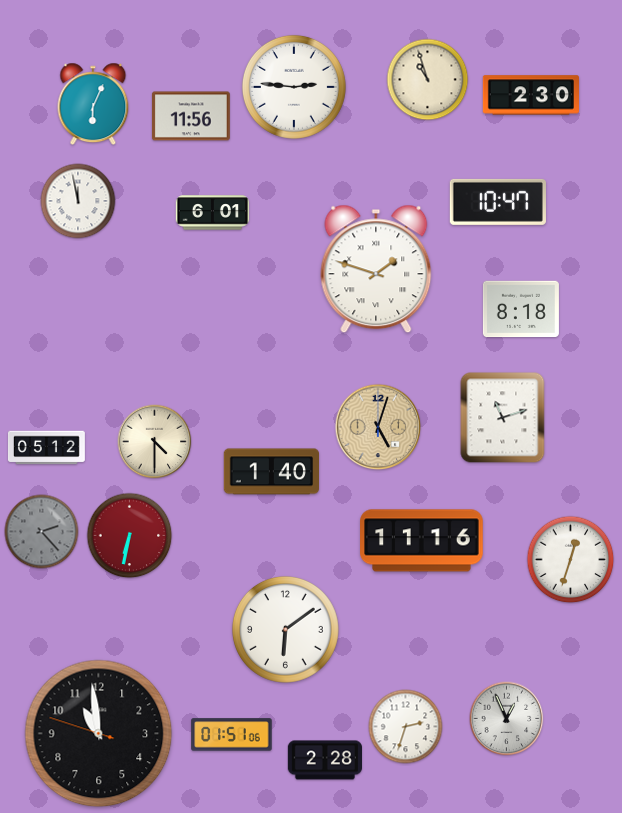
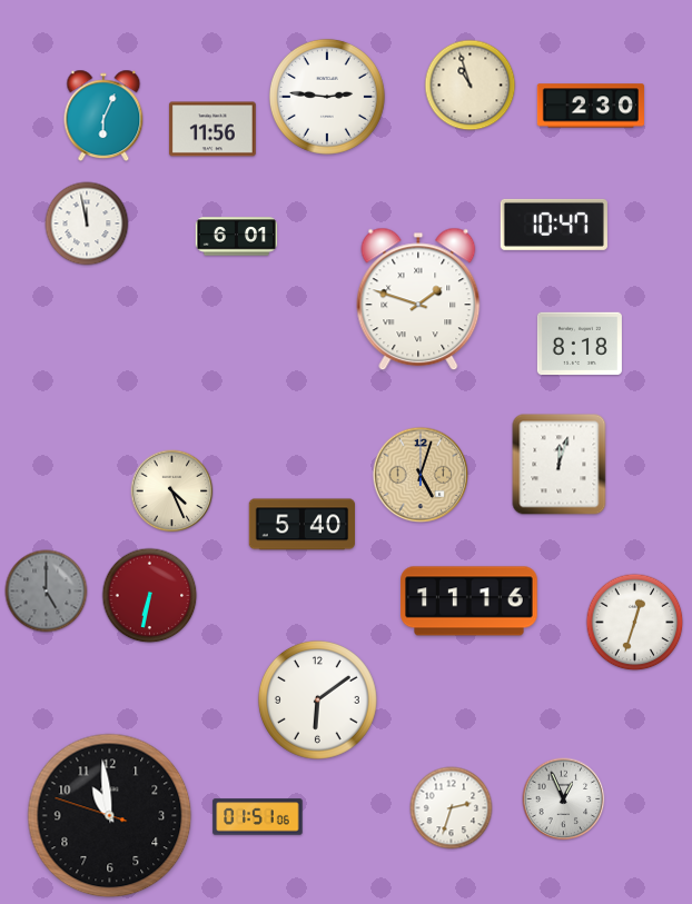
clock at (428, 80) position: (428, 80) -> (471, 86)
clock at (503, 418): 11:12 -> 12:03
clock at (155, 442): 4:30 -> 4:26
clock at (46, 448): 05:12 -> none
clock at (271, 472): 1:40 -> 5:40
clock at (42, 532): 2:23 -> 5:00
clock at (130, 536) position: (130, 536) -> (150, 596)
clock at (324, 760): 2:28 -> none
